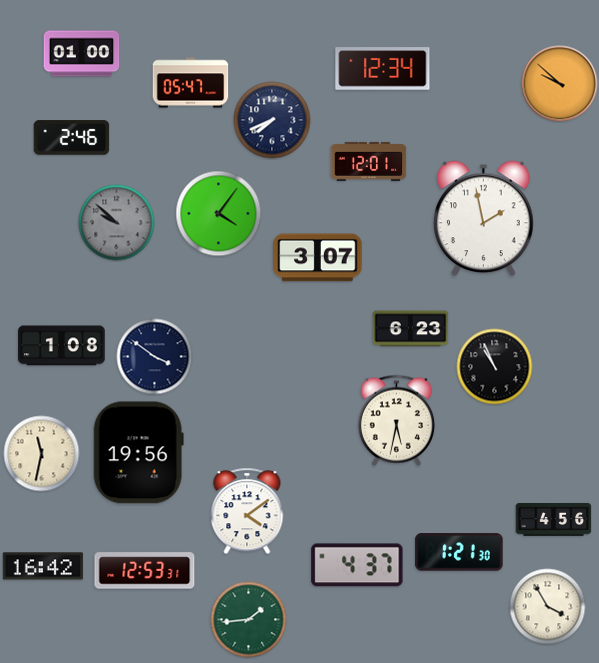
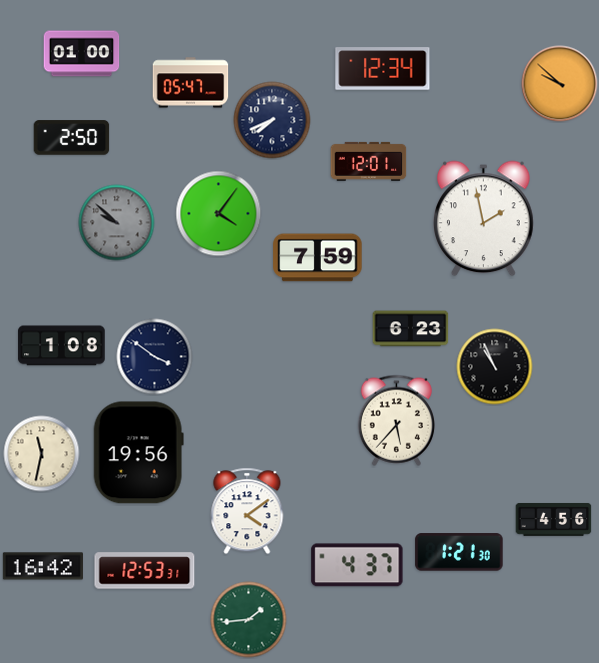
clock at (72, 138): 2:46 -> 2:50
clock at (318, 258): 3:07 -> 7:59
clock at (396, 420): 5:32 -> 5:37
clock at (548, 607): 3:55 -> none
